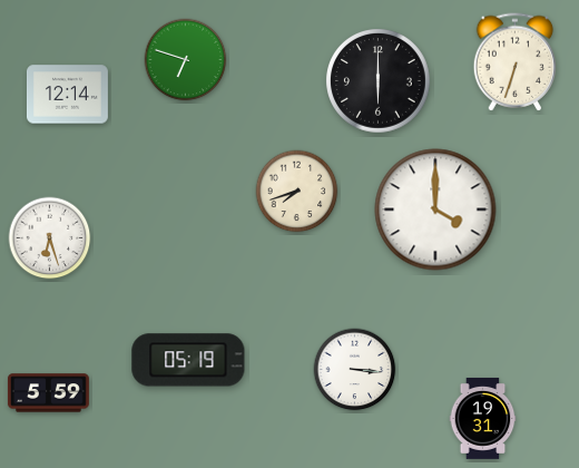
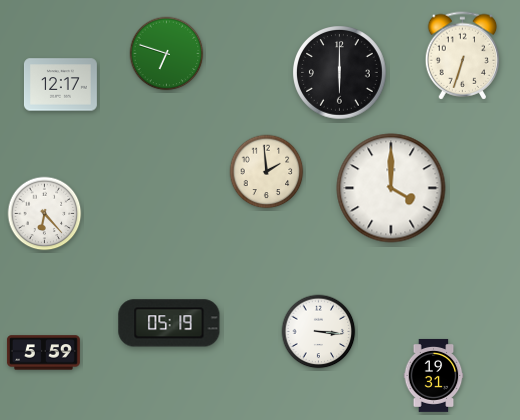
clock at (67, 95): 12:14 -> 12:17
clock at (297, 192): 7:42 -> 1:59
clock at (50, 238): 6:27 -> 6:23
